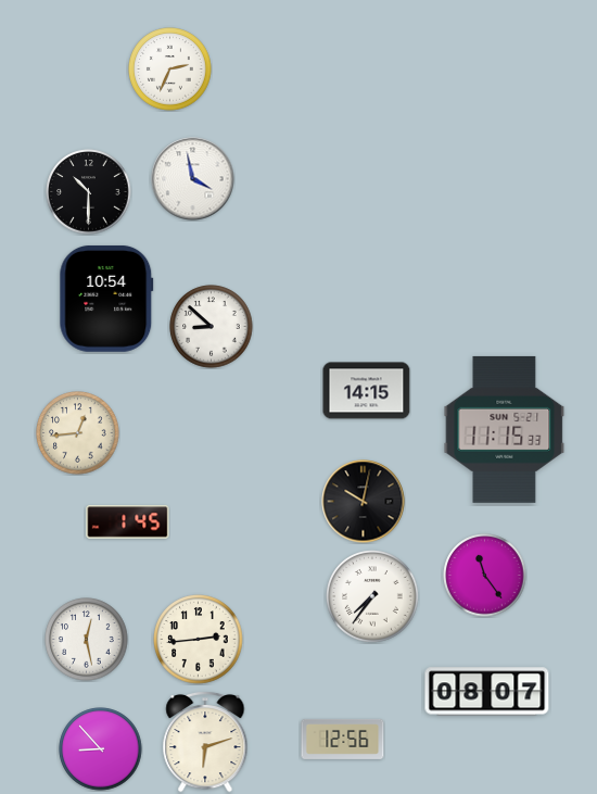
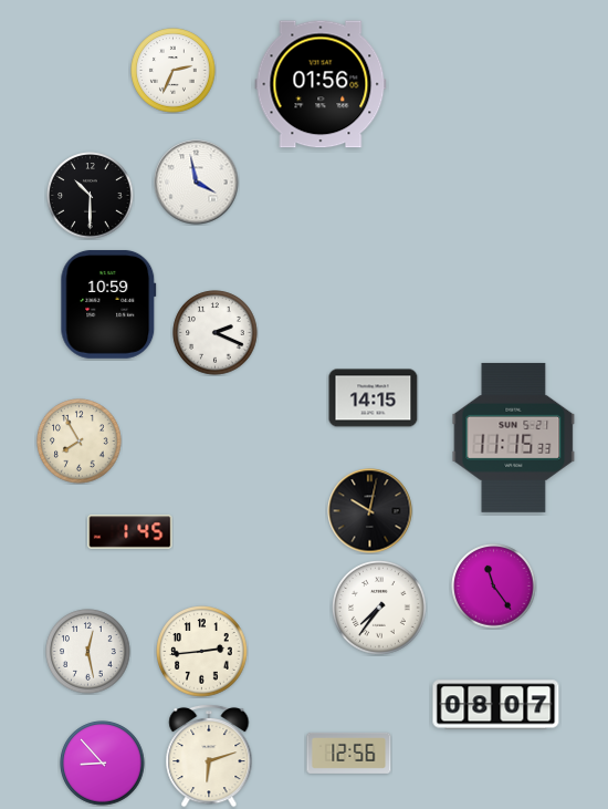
clock at (321, 84): none -> 01:56
clock at (106, 299): 10:54 -> 10:59
clock at (212, 327): 8:52 -> 2:19
clock at (78, 433): 12:44 -> 7:55
